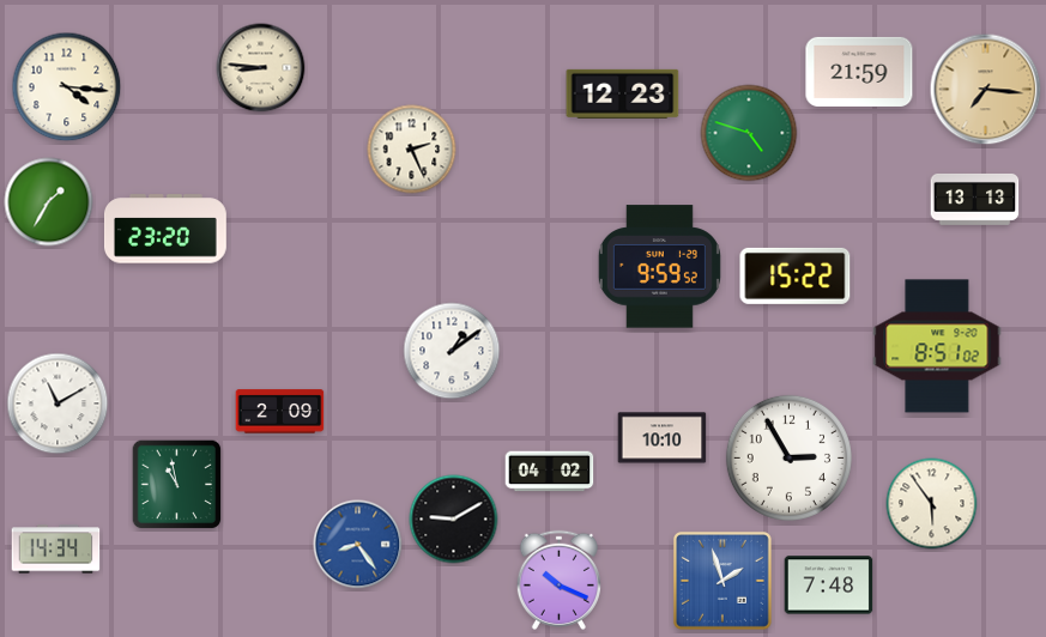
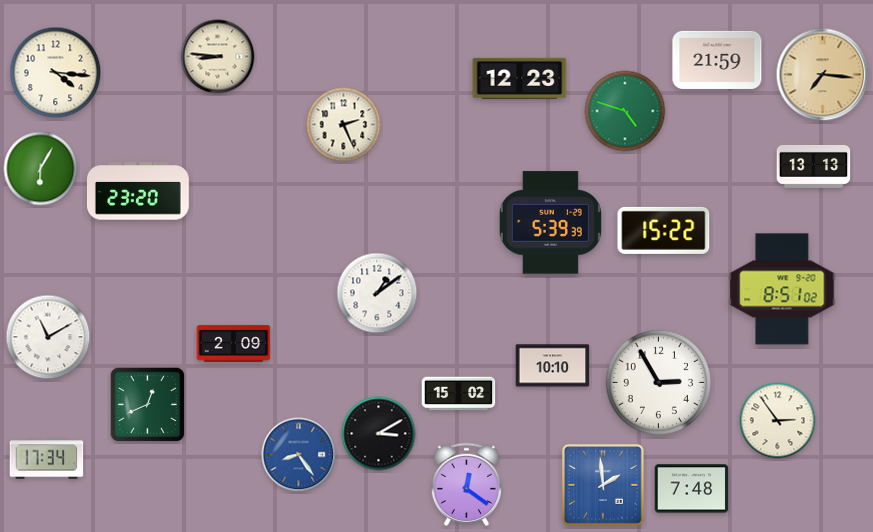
clock at (49, 202): 1:35 -> 6:05
clock at (659, 267): 9:59 -> 5:39
clock at (550, 472): 04:02 -> 15:02
clock at (177, 485): 10:58 -> 12:41
clock at (932, 504): 5:54 -> 2:54
clock at (454, 520): 9:10 -> 3:10
clock at (56, 550): 14:34 -> 17:34
clock at (558, 580): 10:19 -> 12:21
clock at (722, 581): 1:57 -> 1:59
